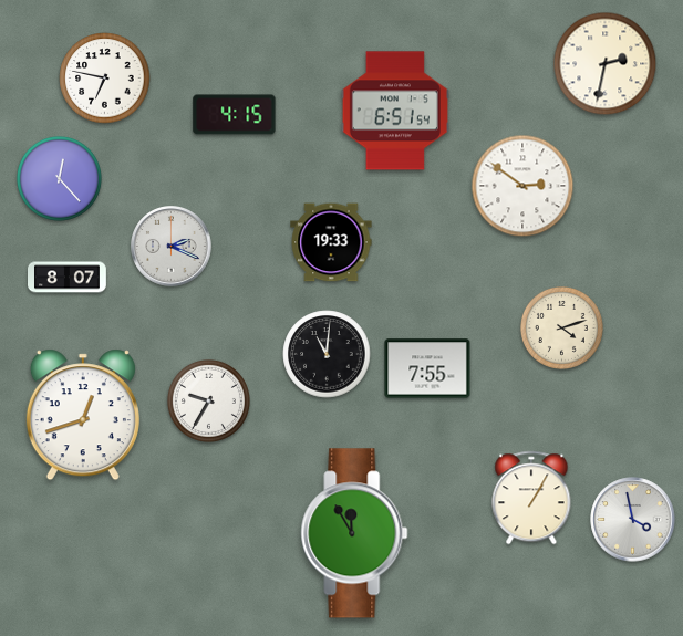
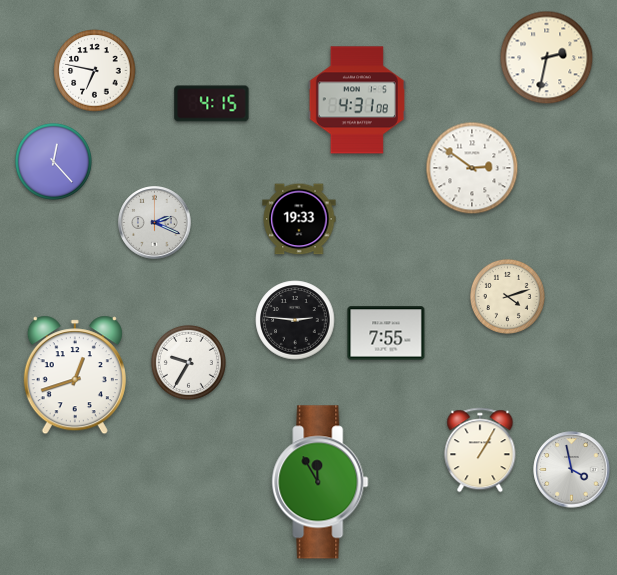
clock at (395, 111): 6:51 -> 4:31
clock at (68, 278): 8:07 -> none
clock at (327, 354): 11:01 -> 2:46
